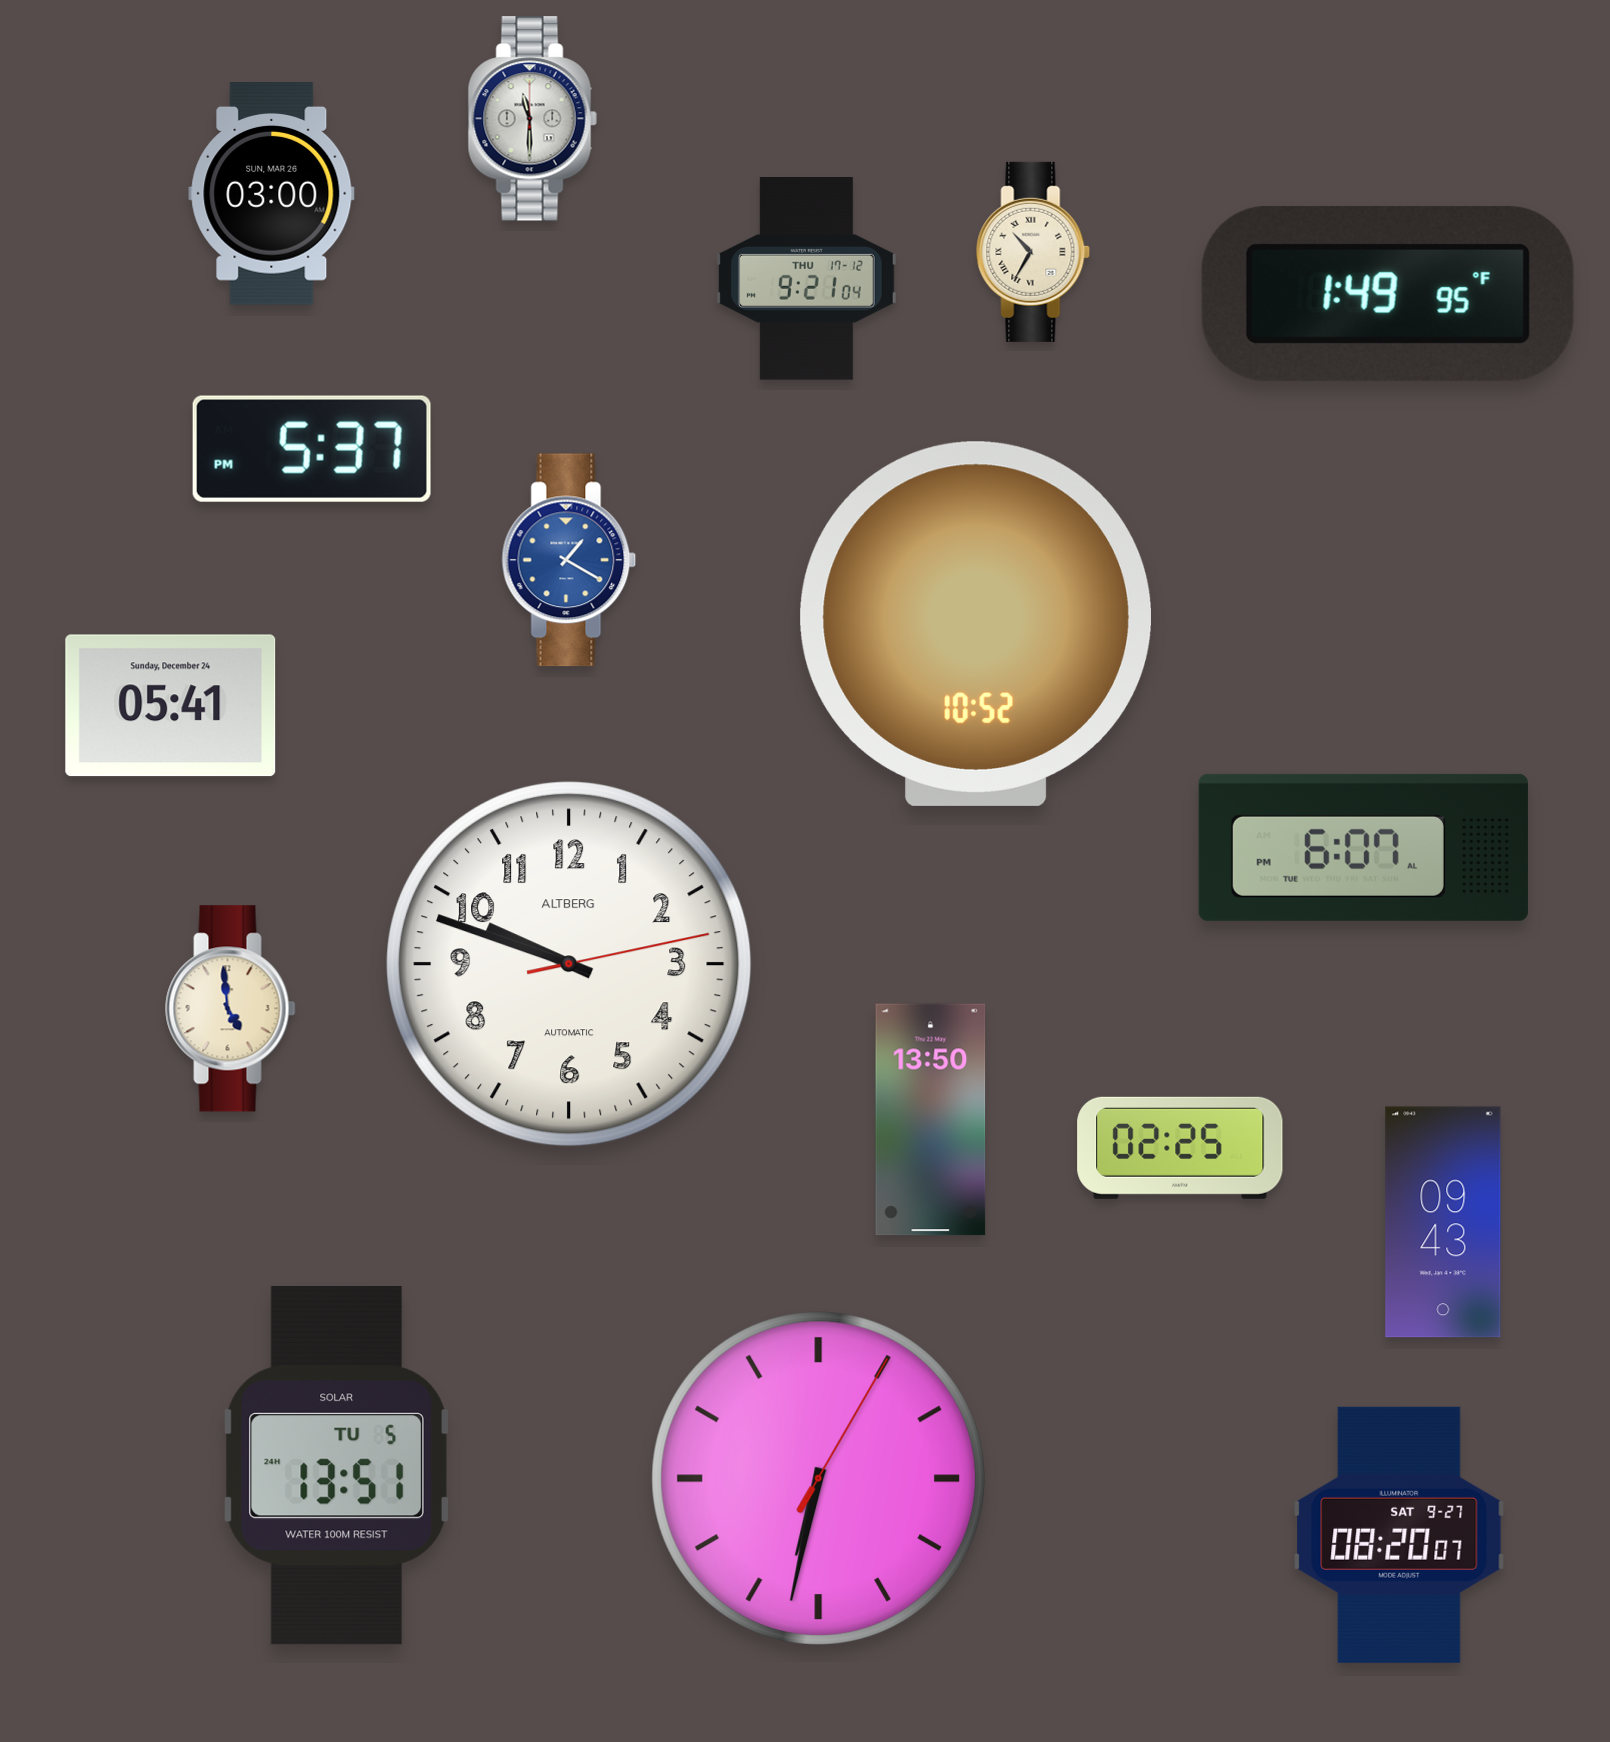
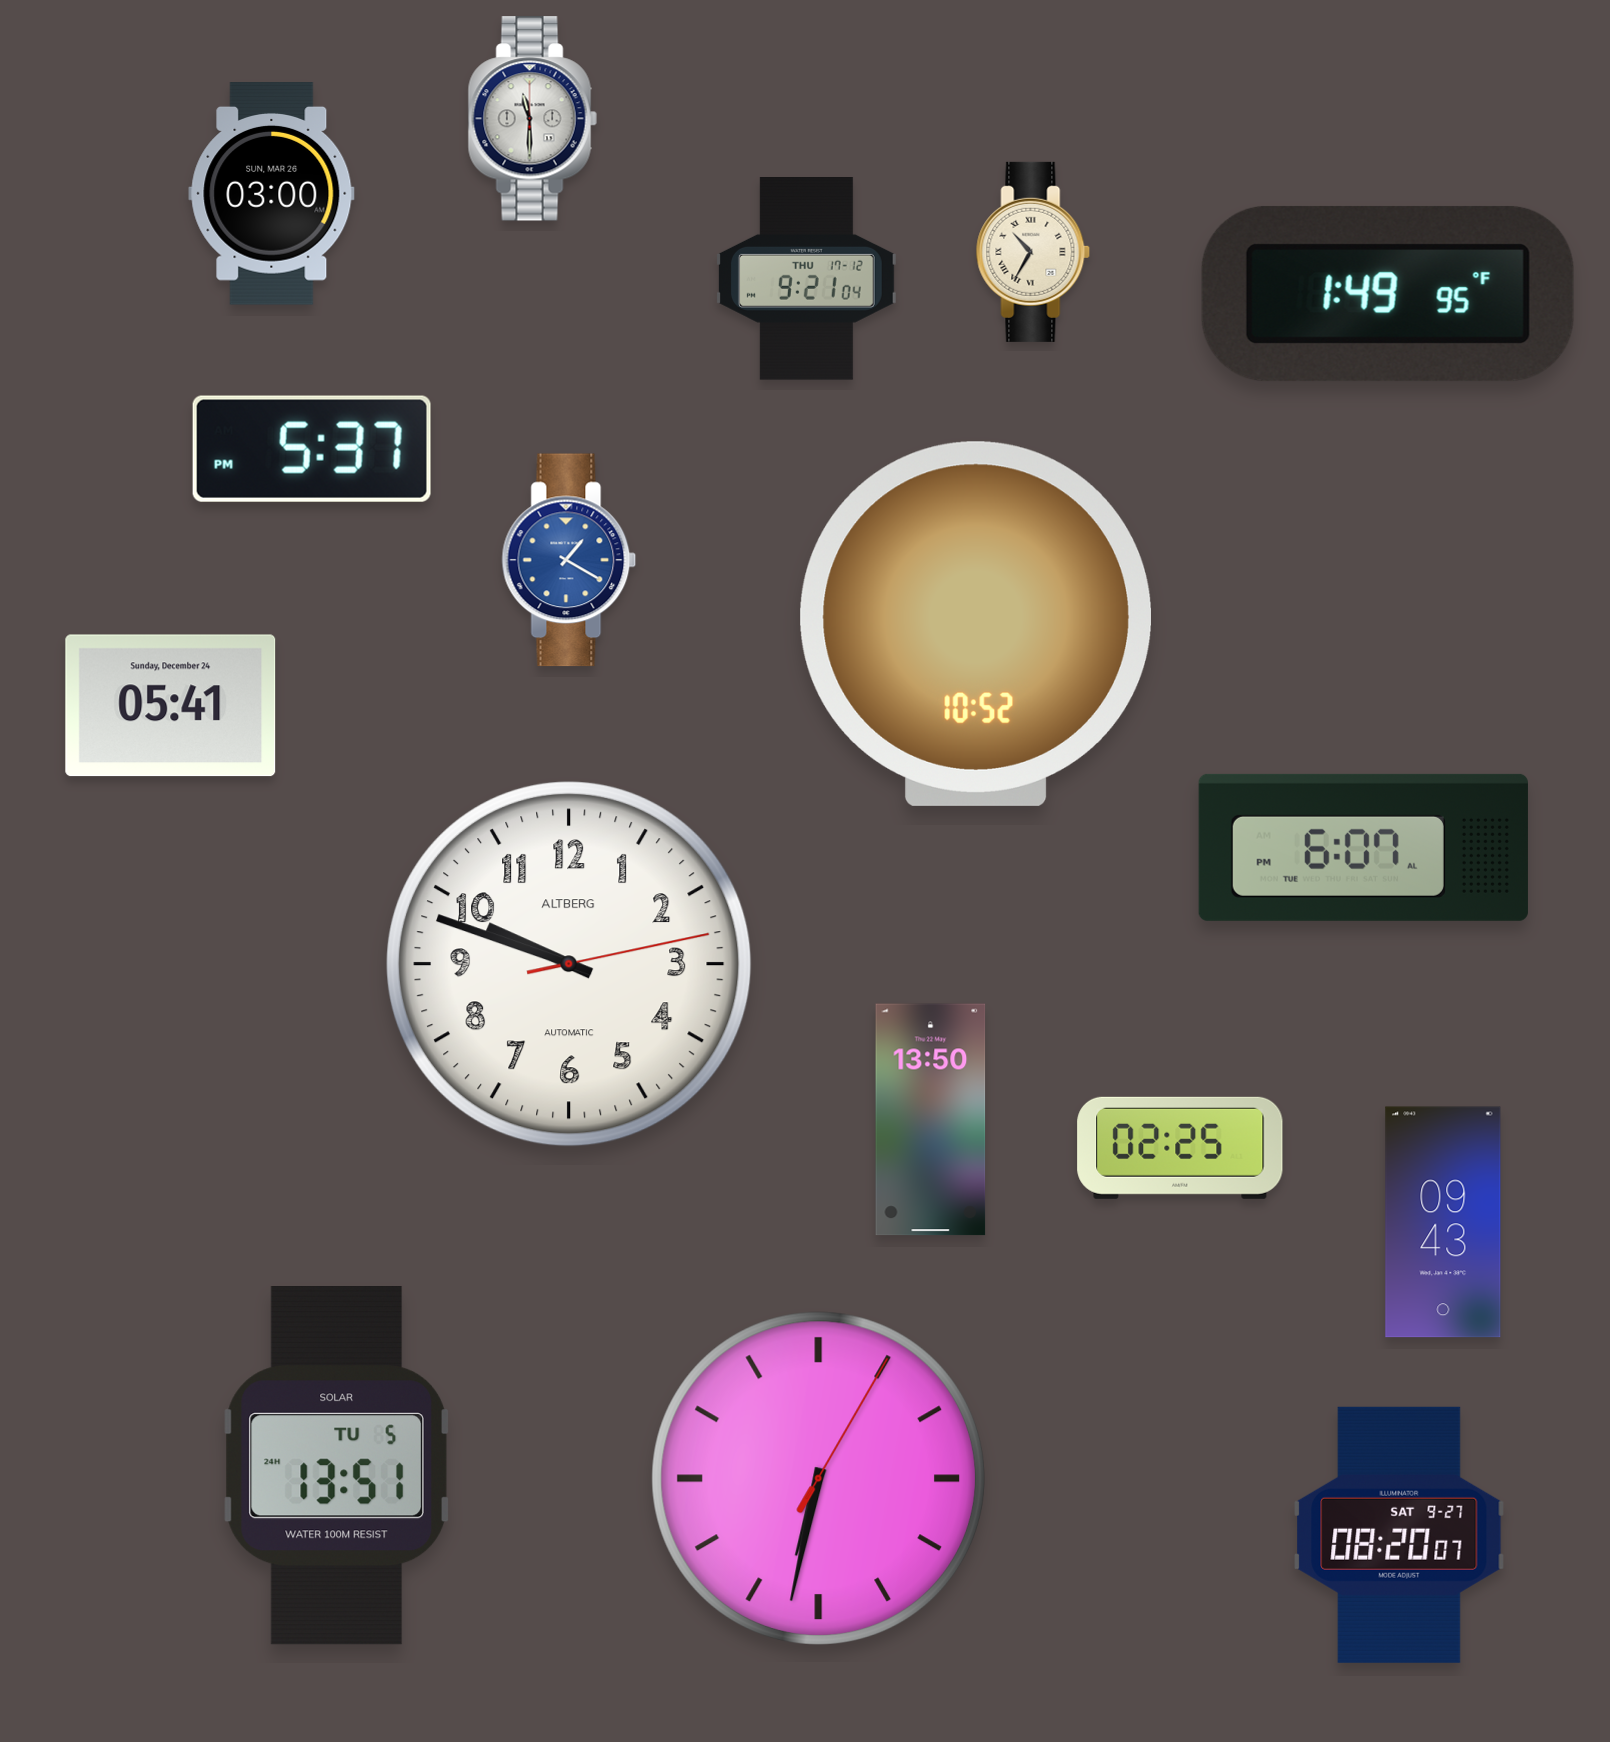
clock at (231, 1009): 4:59 -> none
